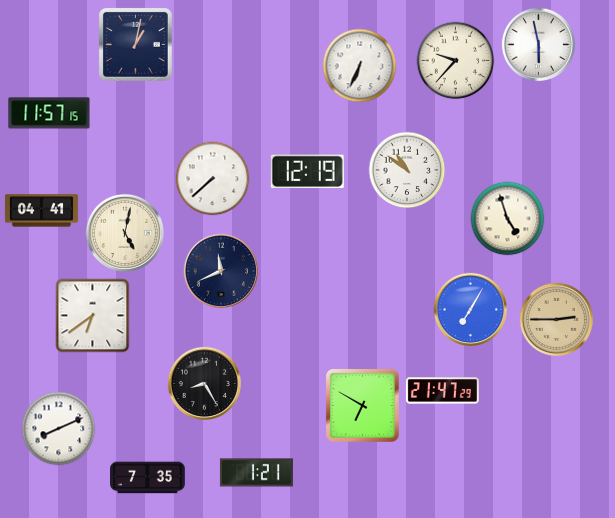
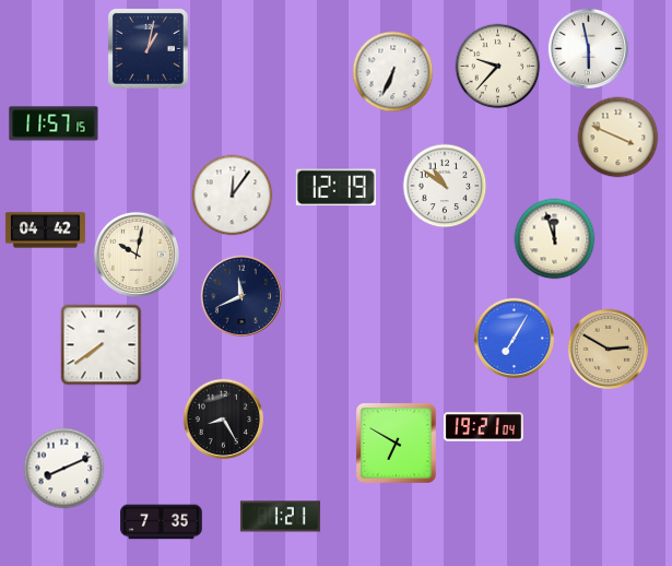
clock at (618, 138): none -> 3:49
clock at (213, 179): 7:38 -> 12:06
clock at (41, 211): 04:41 -> 04:42
clock at (508, 219): 4:57 -> 11:57
clock at (125, 233): 5:02 -> 10:02
clock at (93, 316): 6:39 -> 7:39
clock at (556, 319): 2:45 -> 2:50
clock at (442, 391): 21:47 -> 19:21
